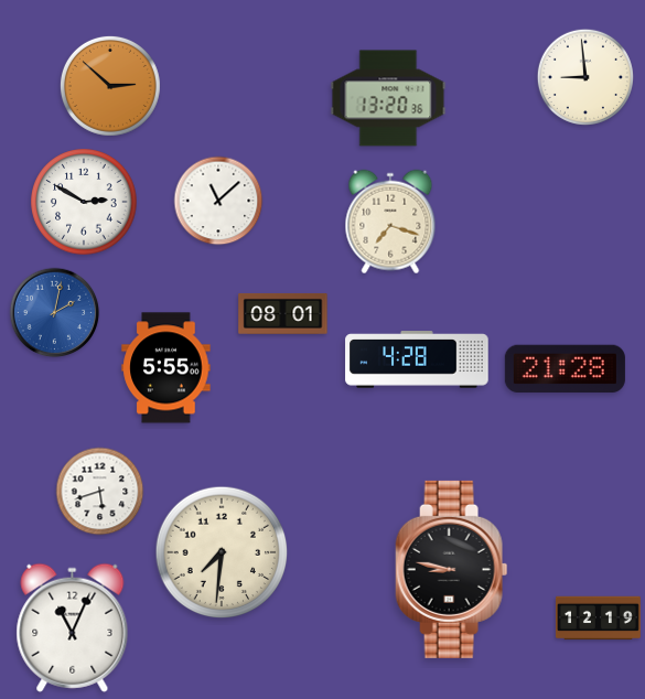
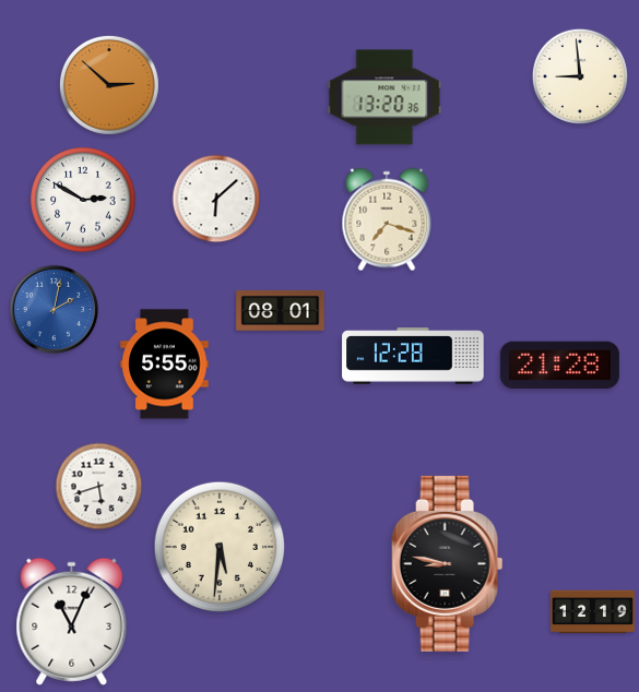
clock at (218, 201): 11:08 -> 6:08
clock at (417, 359): 4:28 -> 12:28
clock at (222, 552): 7:31 -> 5:31
